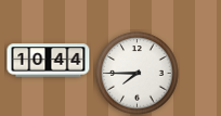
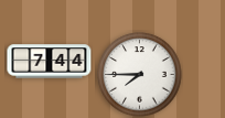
clock at (49, 61): 10:44 -> 7:44
